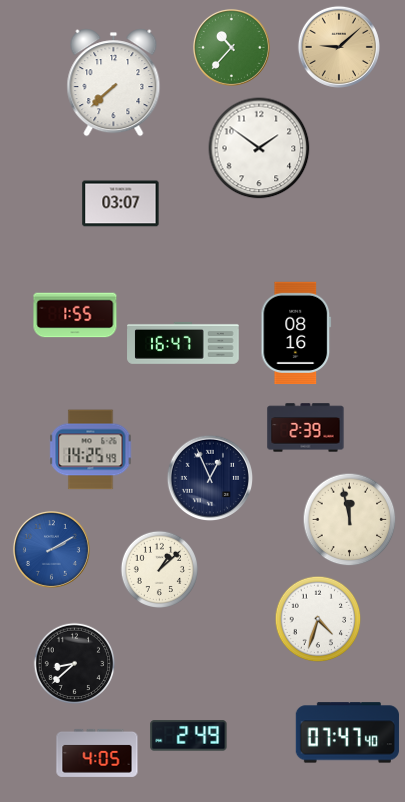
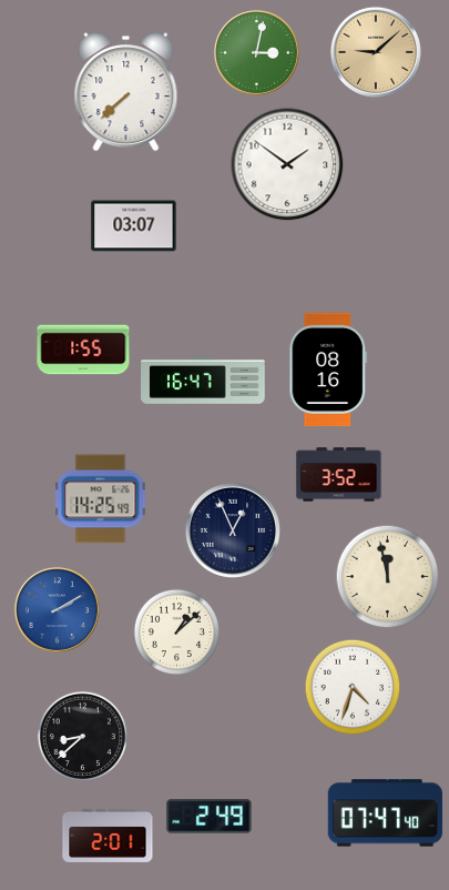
clock at (231, 47): 10:37 -> 3:02
clock at (306, 428): 2:39 -> 3:52
clock at (97, 753): 4:05 -> 2:01
